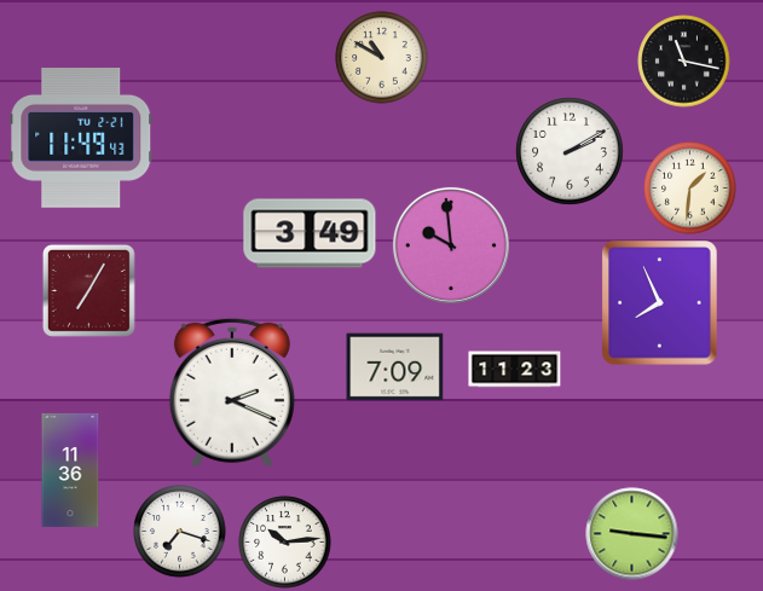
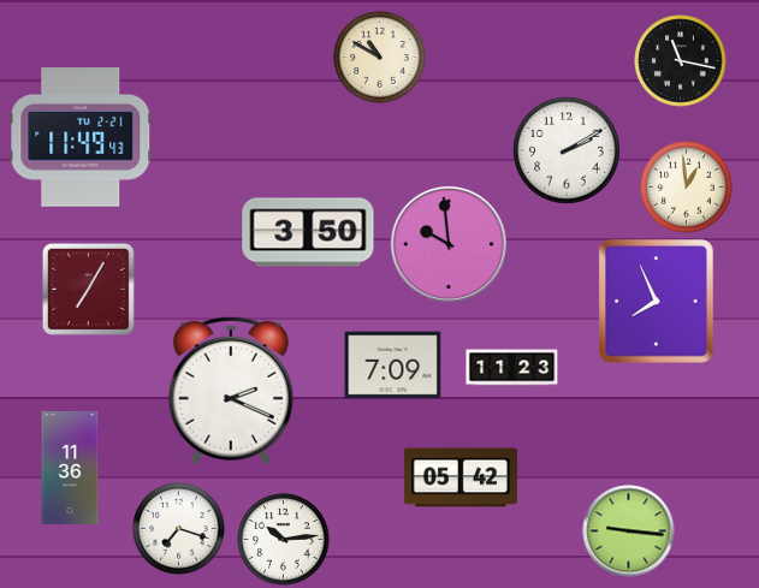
clock at (690, 189): 1:31 -> 12:59
clock at (310, 233): 3:49 -> 3:50
clock at (461, 477): none -> 05:42
